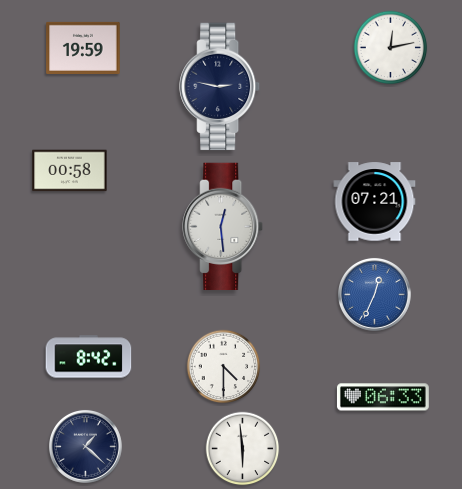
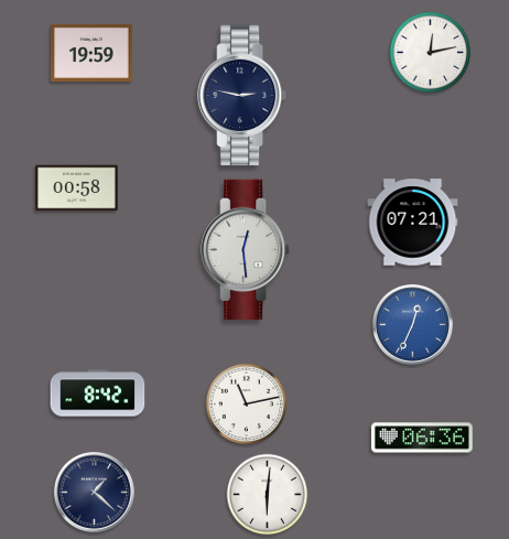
clock at (224, 367): 4:30 -> 11:13
clock at (383, 397): 06:33 -> 06:36
clock at (243, 449): 5:59 -> 6:01
